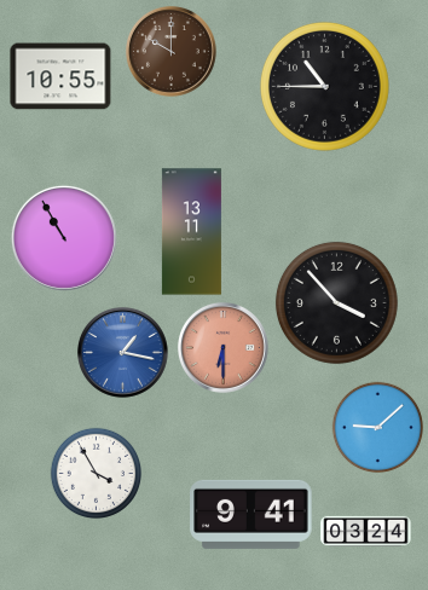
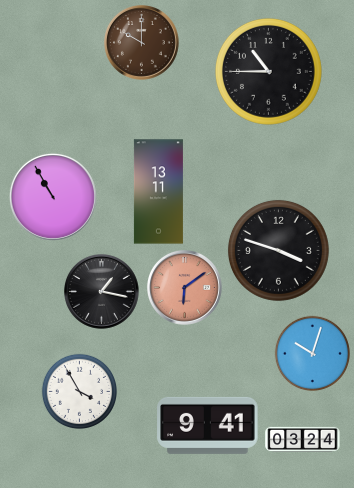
clock at (60, 76): 10:55 -> none
clock at (336, 302): 3:53 -> 3:48
clock at (224, 348): 6:30 -> 6:09
clock at (123, 353) dial: blue -> black
clock at (377, 427): 9:08 -> 10:03
